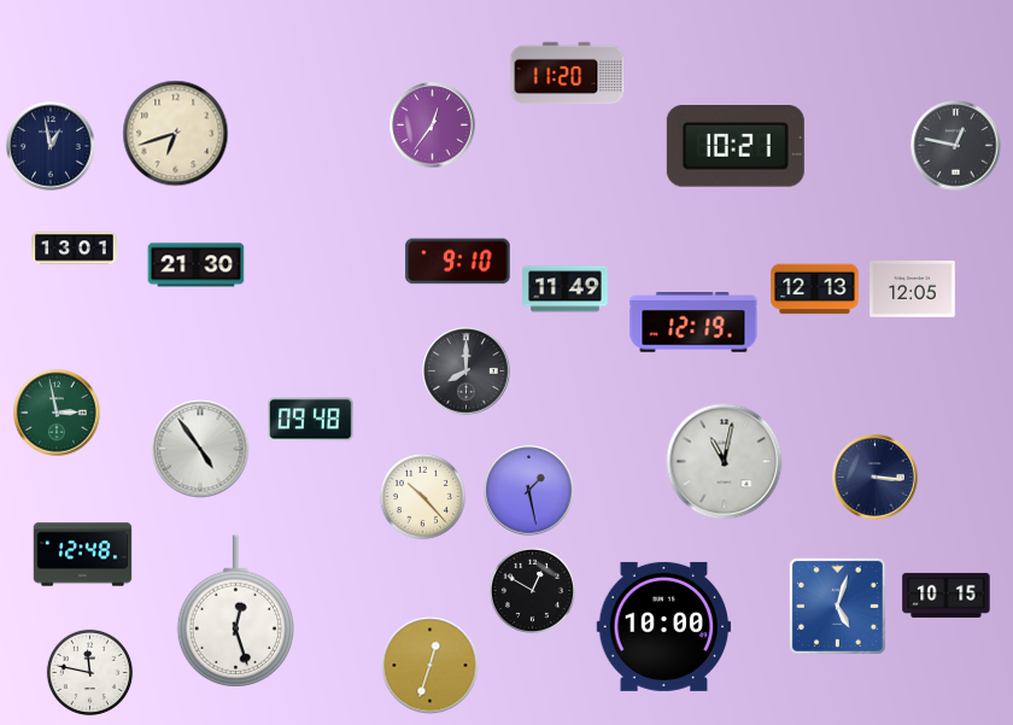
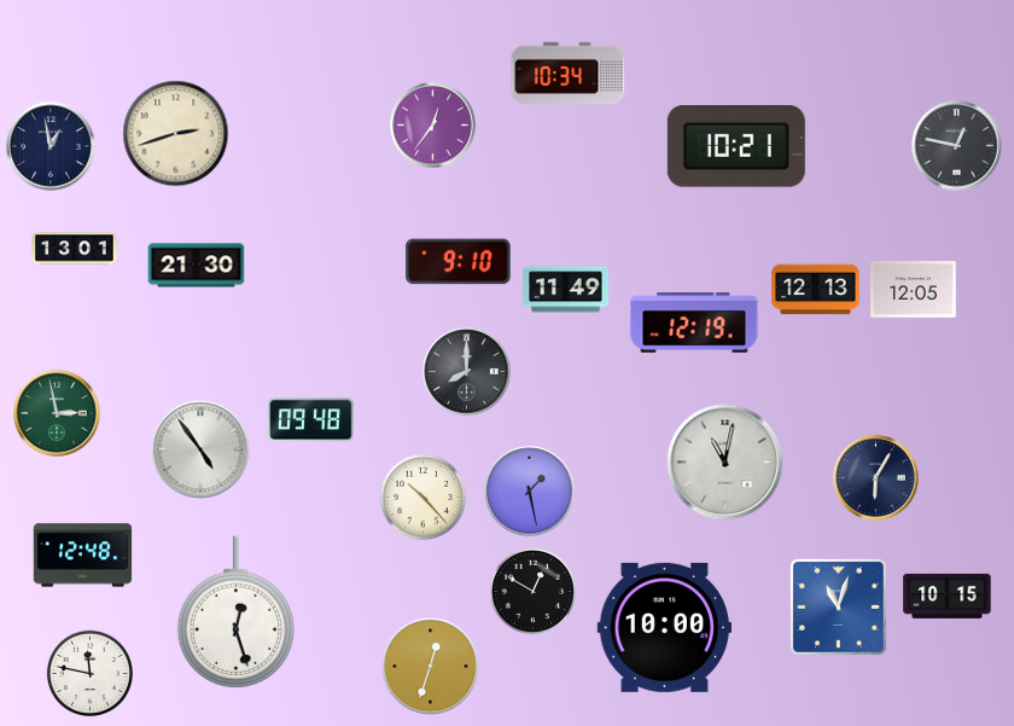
clock at (568, 74): 11:20 -> 10:34
clock at (176, 134): 6:42 -> 2:42
clock at (876, 478): 3:16 -> 6:05
clock at (837, 606): 5:03 -> 11:03
